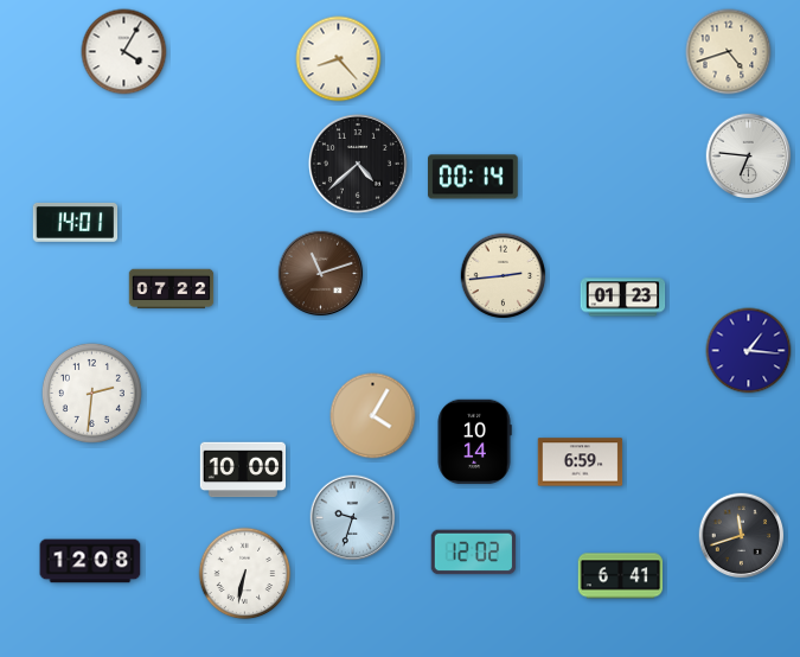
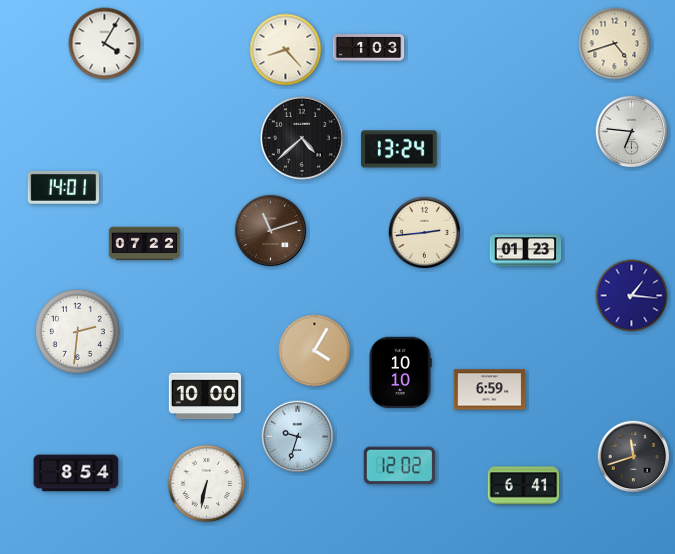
clock at (369, 48): none -> 1:03
clock at (473, 177): 00:14 -> 13:24
clock at (474, 442): 10:14 -> 10:10
clock at (742, 536) position: (742, 536) -> (634, 457)
clock at (90, 561): 12:08 -> 8:54
